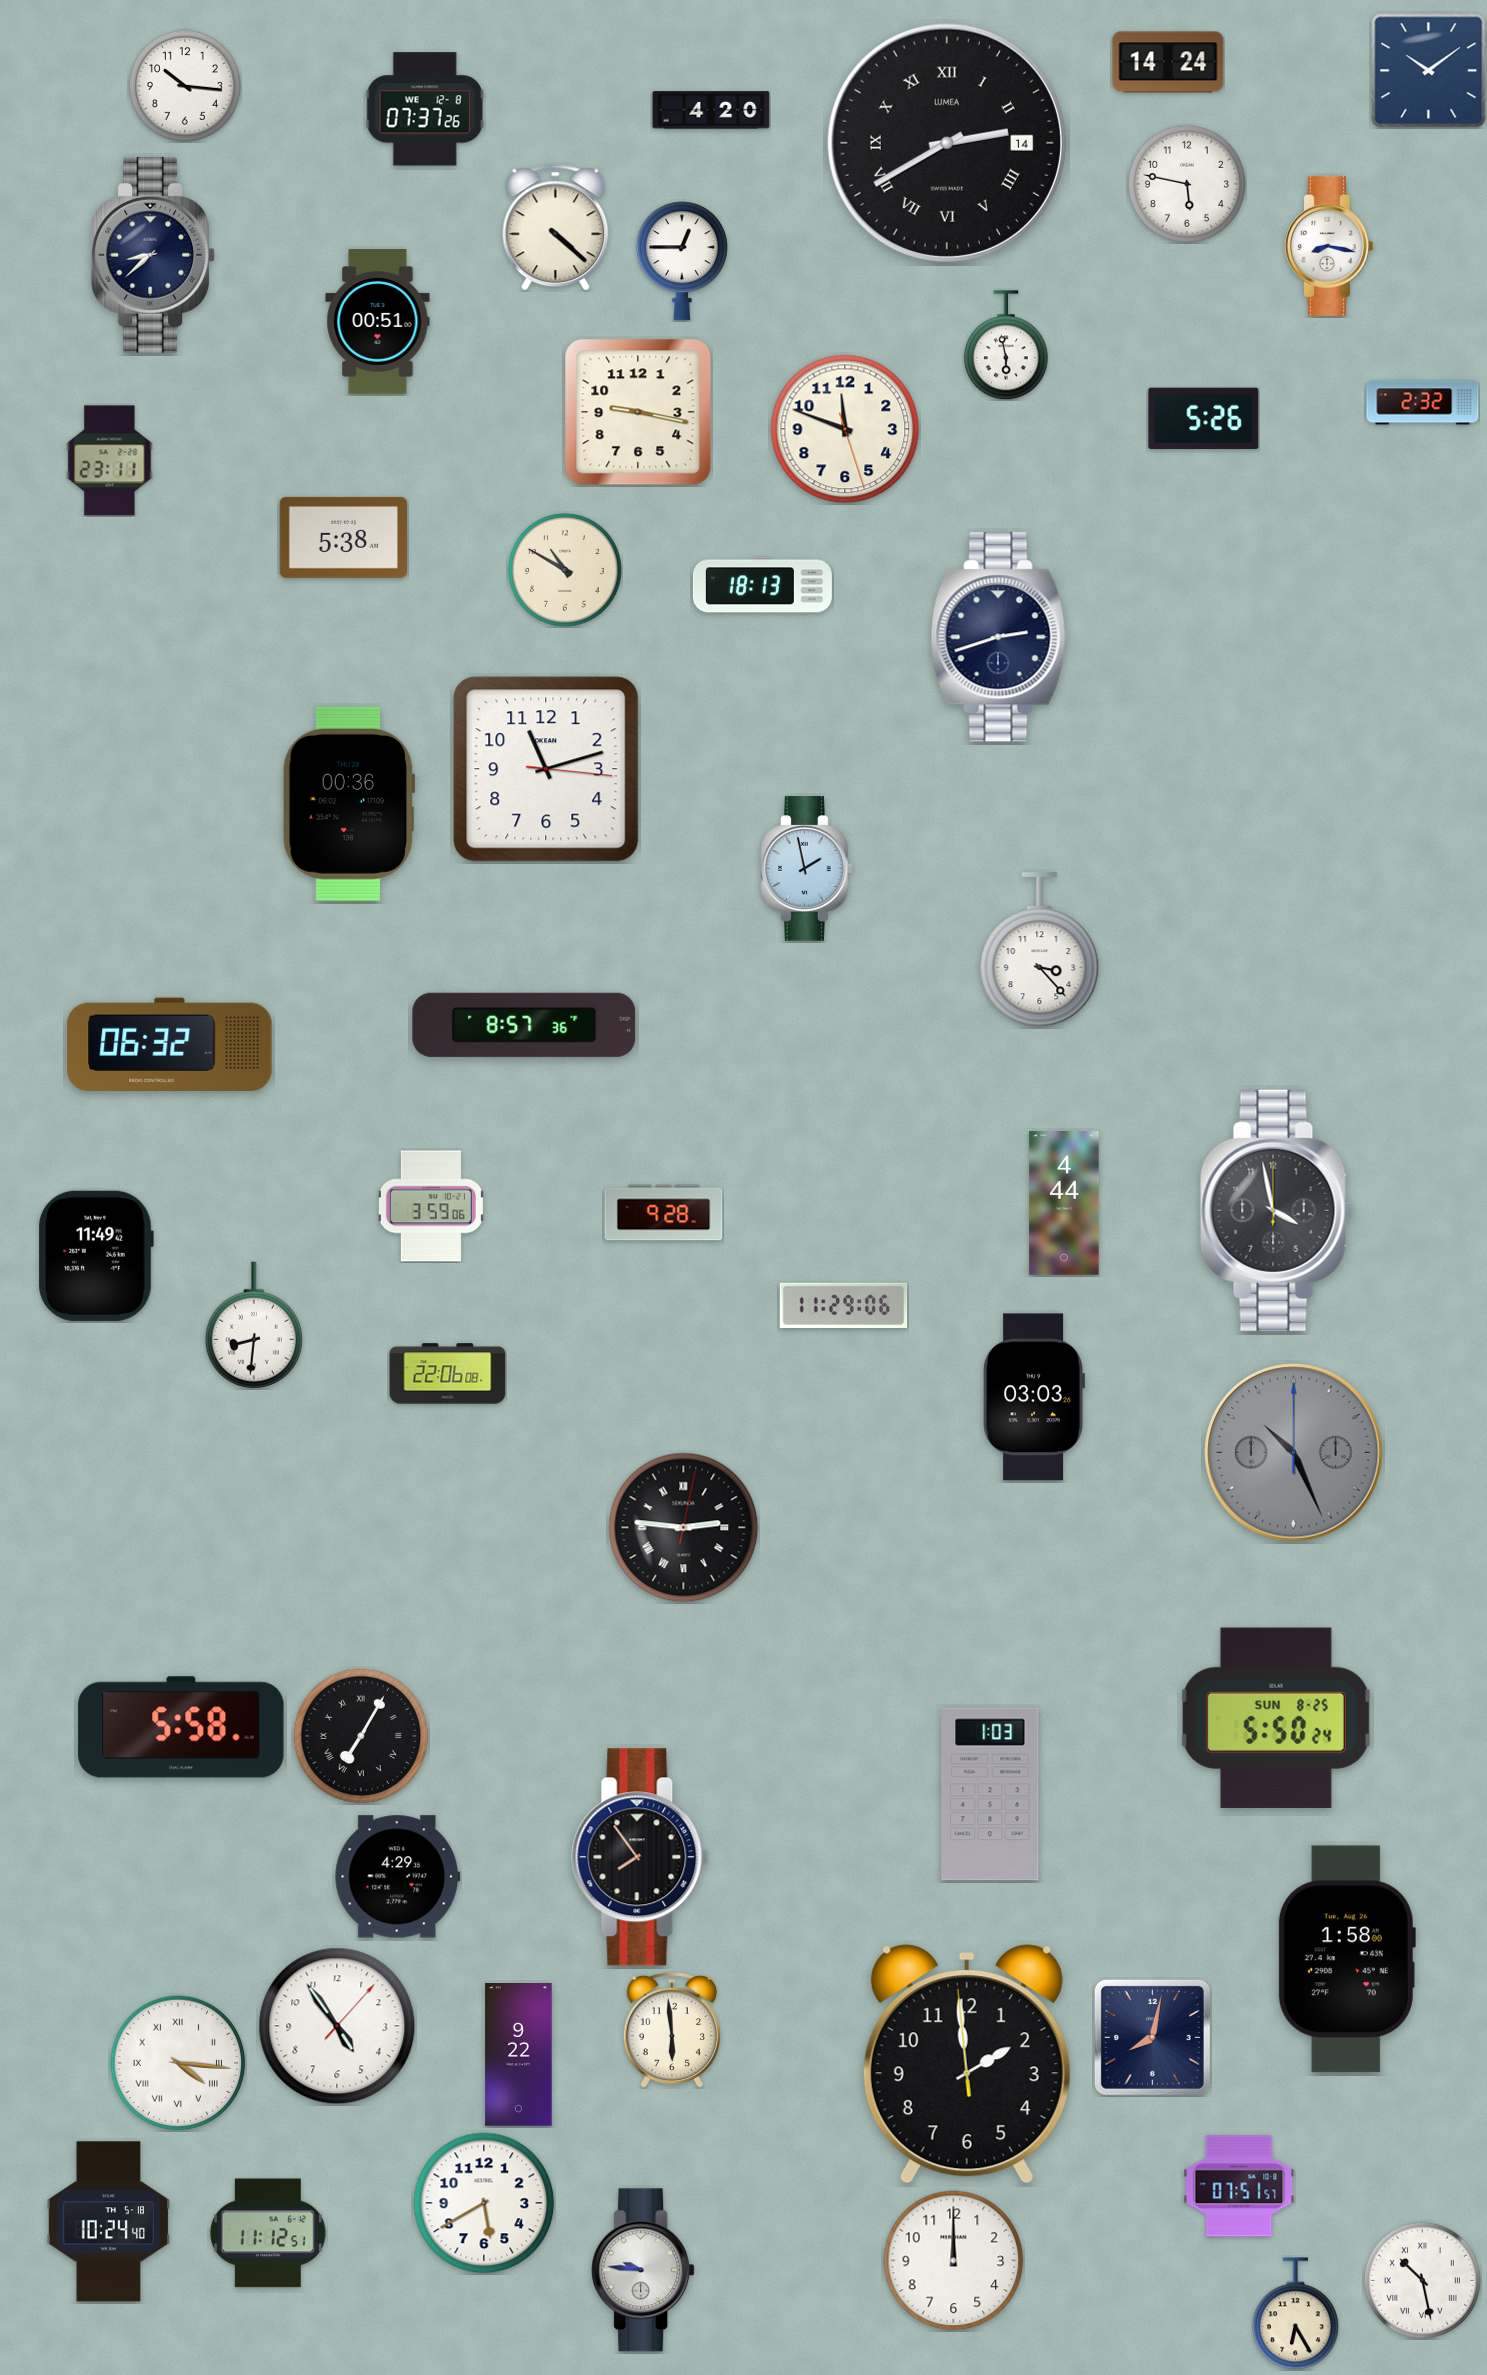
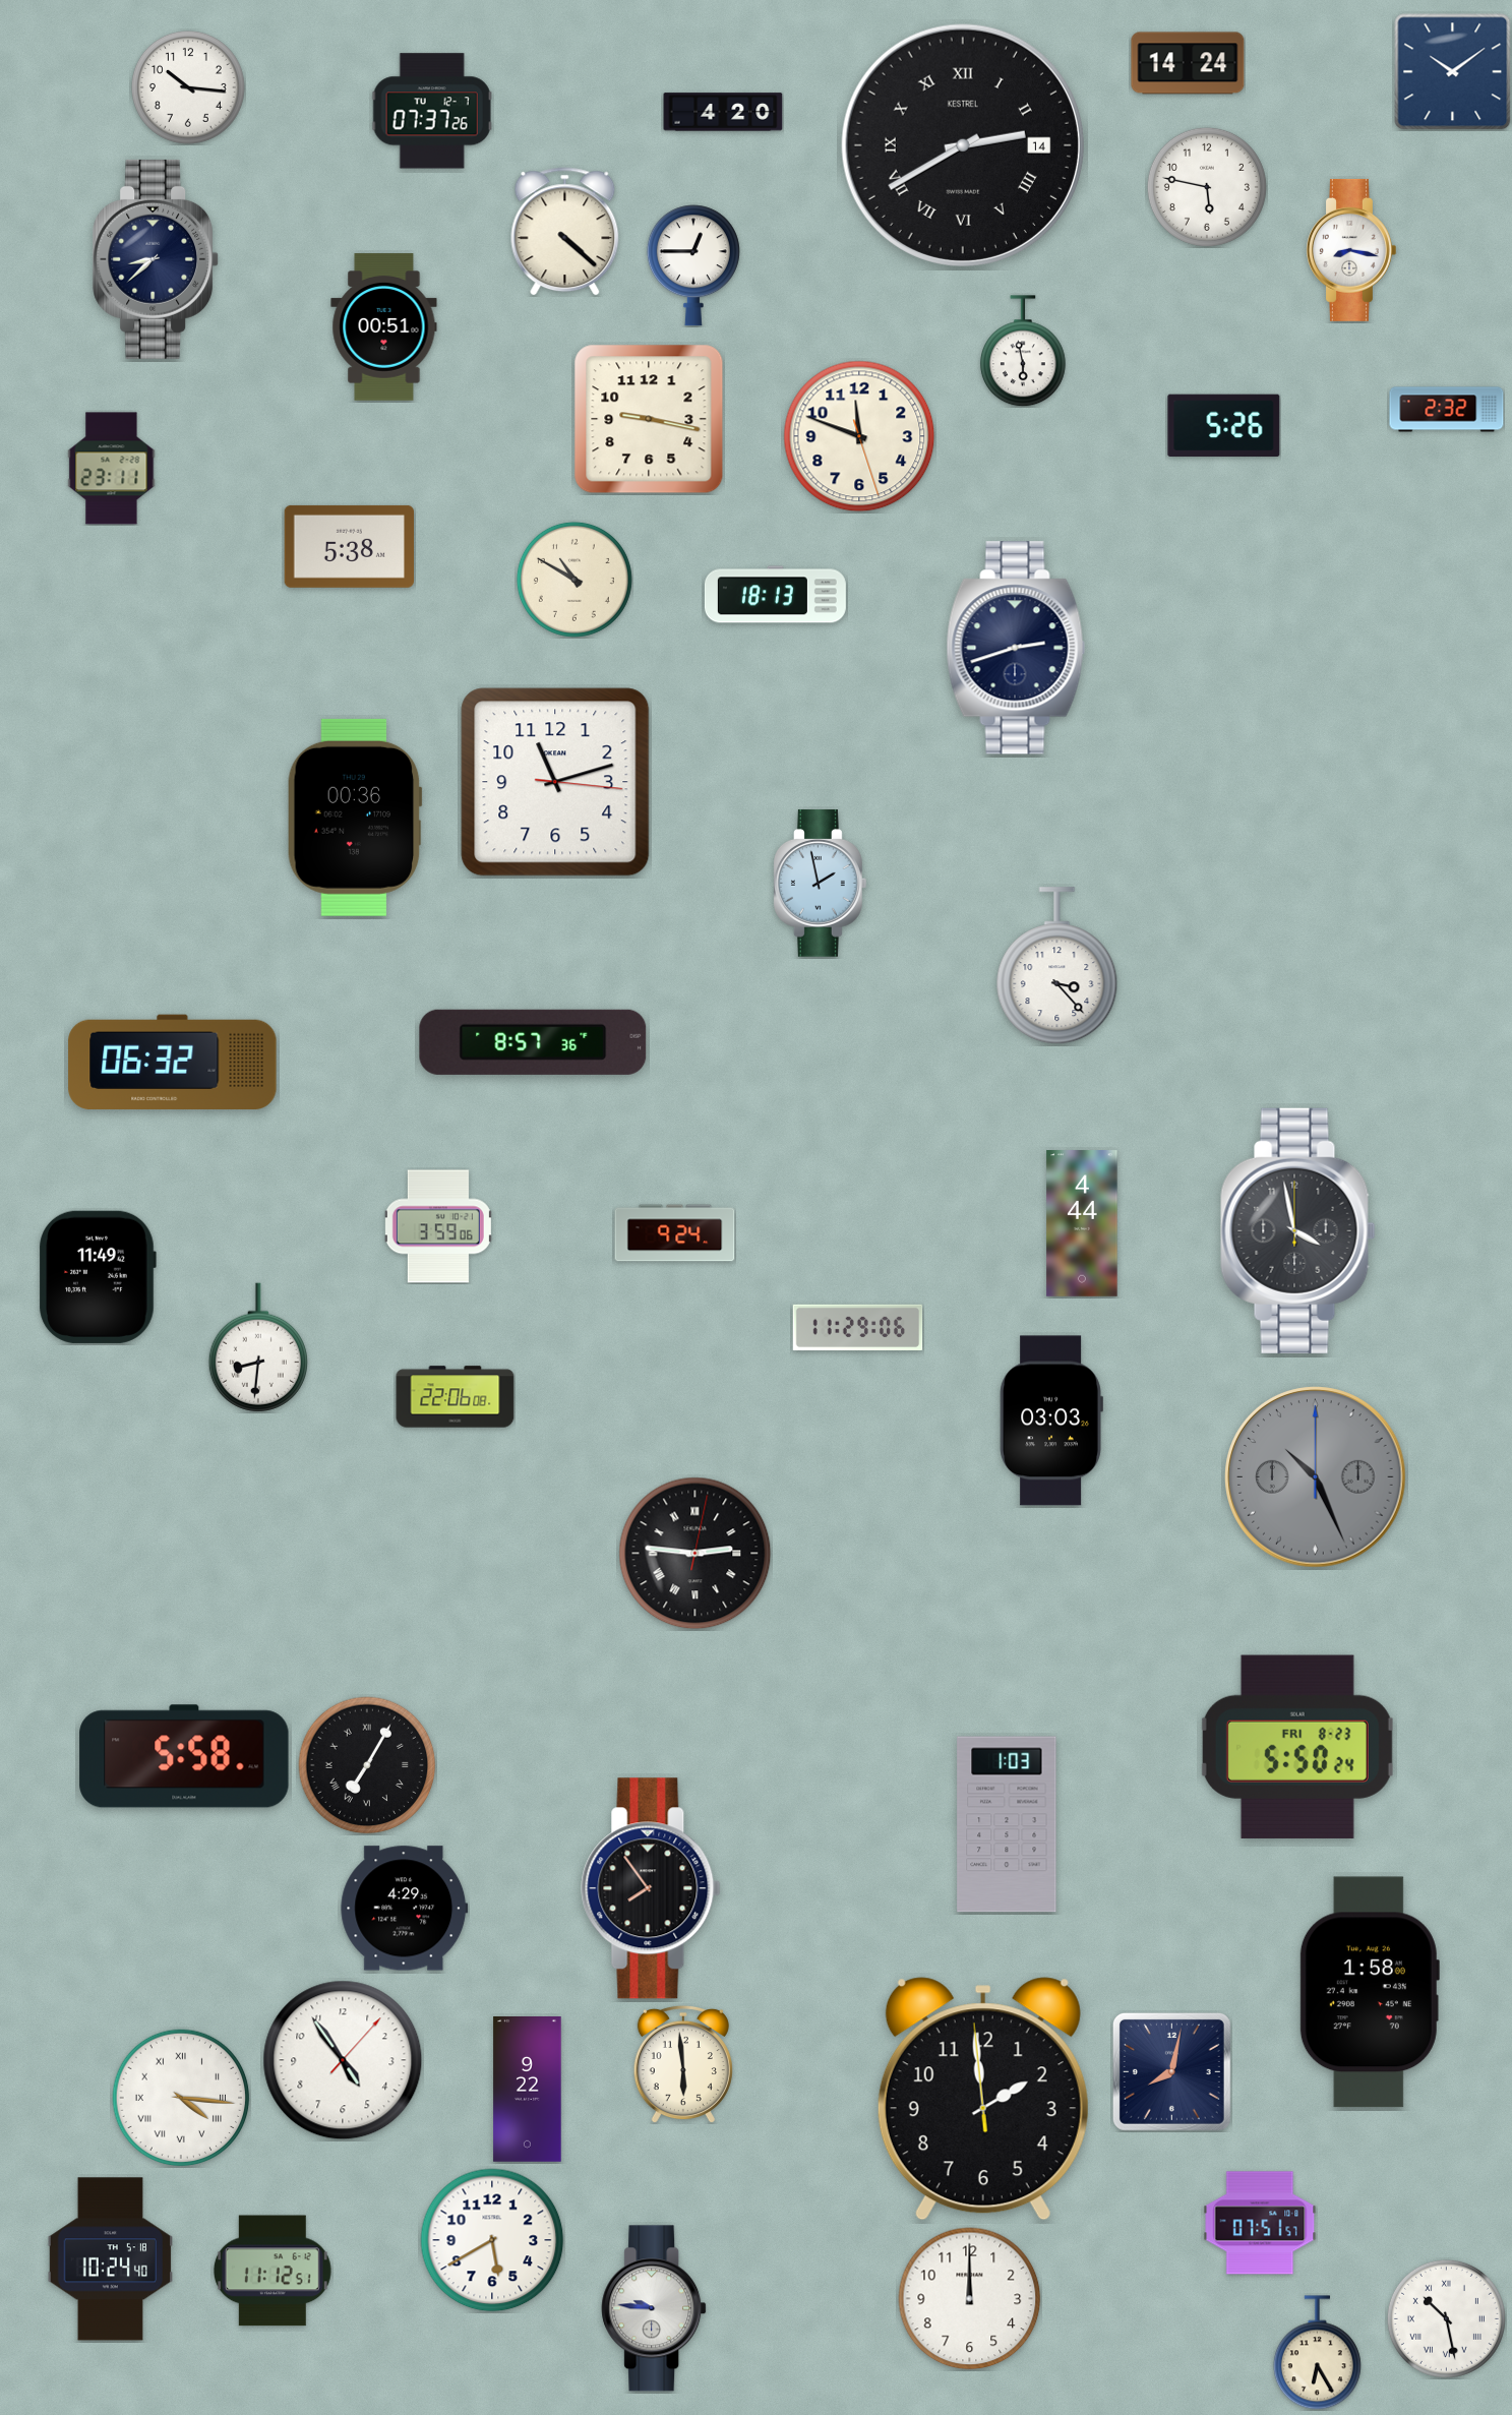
clock at (425, 109) date: WE 12-8 -> TU 12-7
clock at (947, 143) brand: LUMEA -> KESTREL
clock at (664, 1213): 9:28 -> 9:24
clock at (1276, 1718) date: SUN 8-25 -> FRI 8-23
